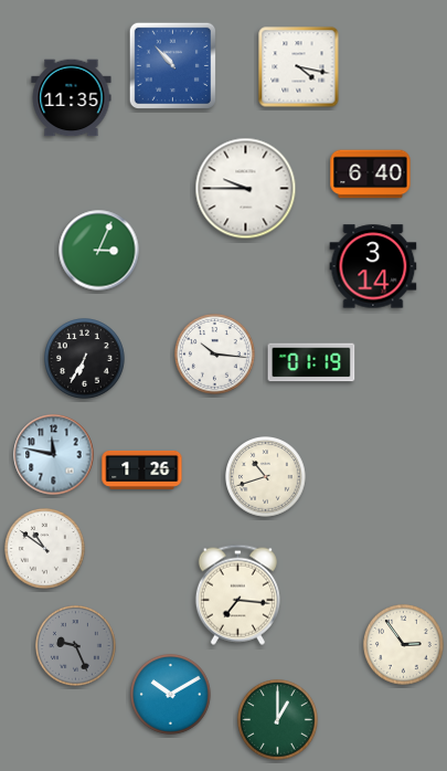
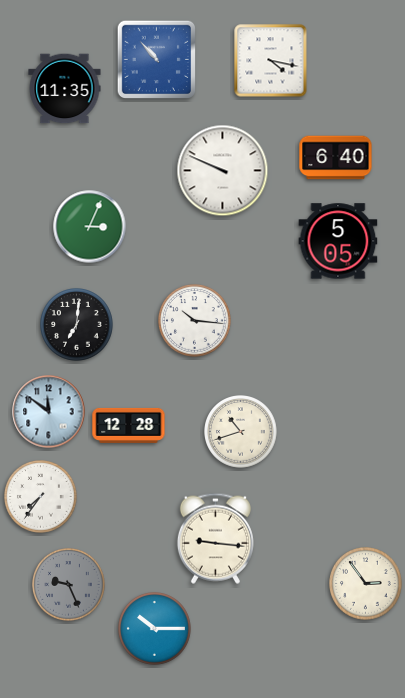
clock at (246, 189): 9:45 -> 9:49
clock at (373, 266): 3:14 -> 5:05
clock at (85, 359): 6:35 -> 7:01
clock at (311, 362): 01:19 -> none
clock at (54, 455): 11:47 -> 11:51
clock at (142, 469): 1:26 -> 12:28
clock at (45, 549): 10:51 -> 7:36
clock at (237, 594): 7:16 -> 9:16
clock at (171, 695): 10:10 -> 10:15
clock at (278, 720): 1:00 -> none
